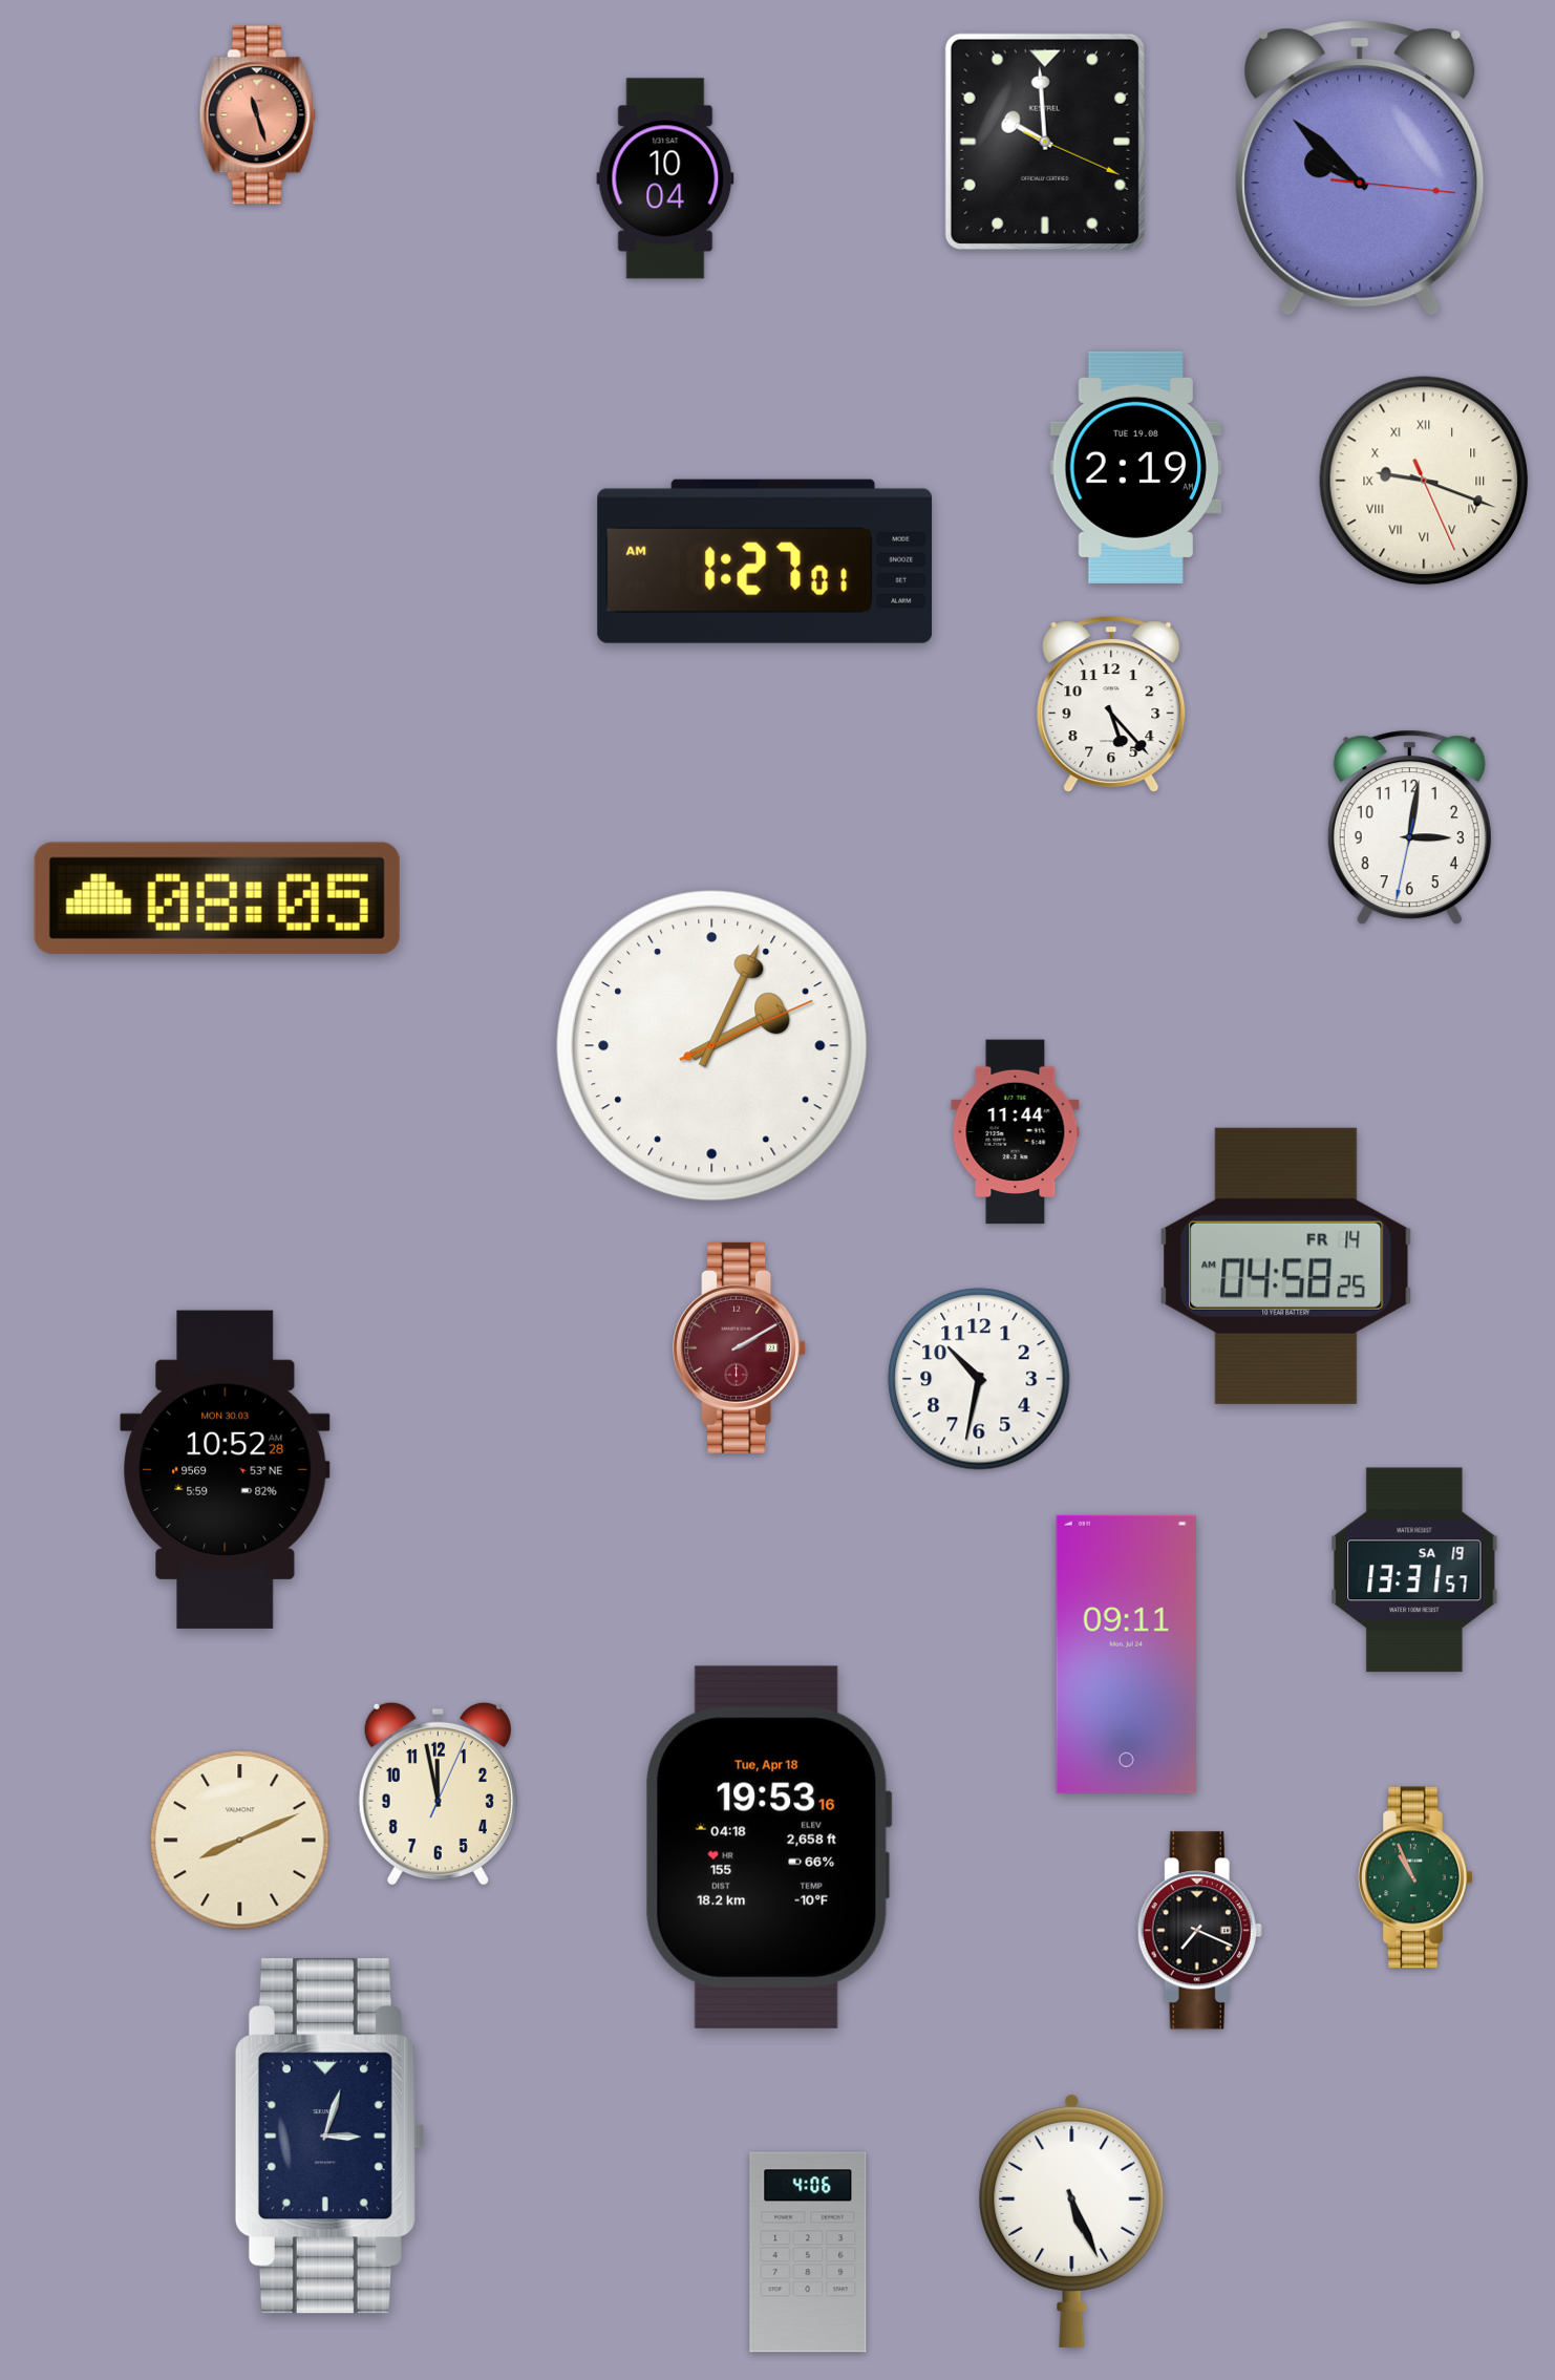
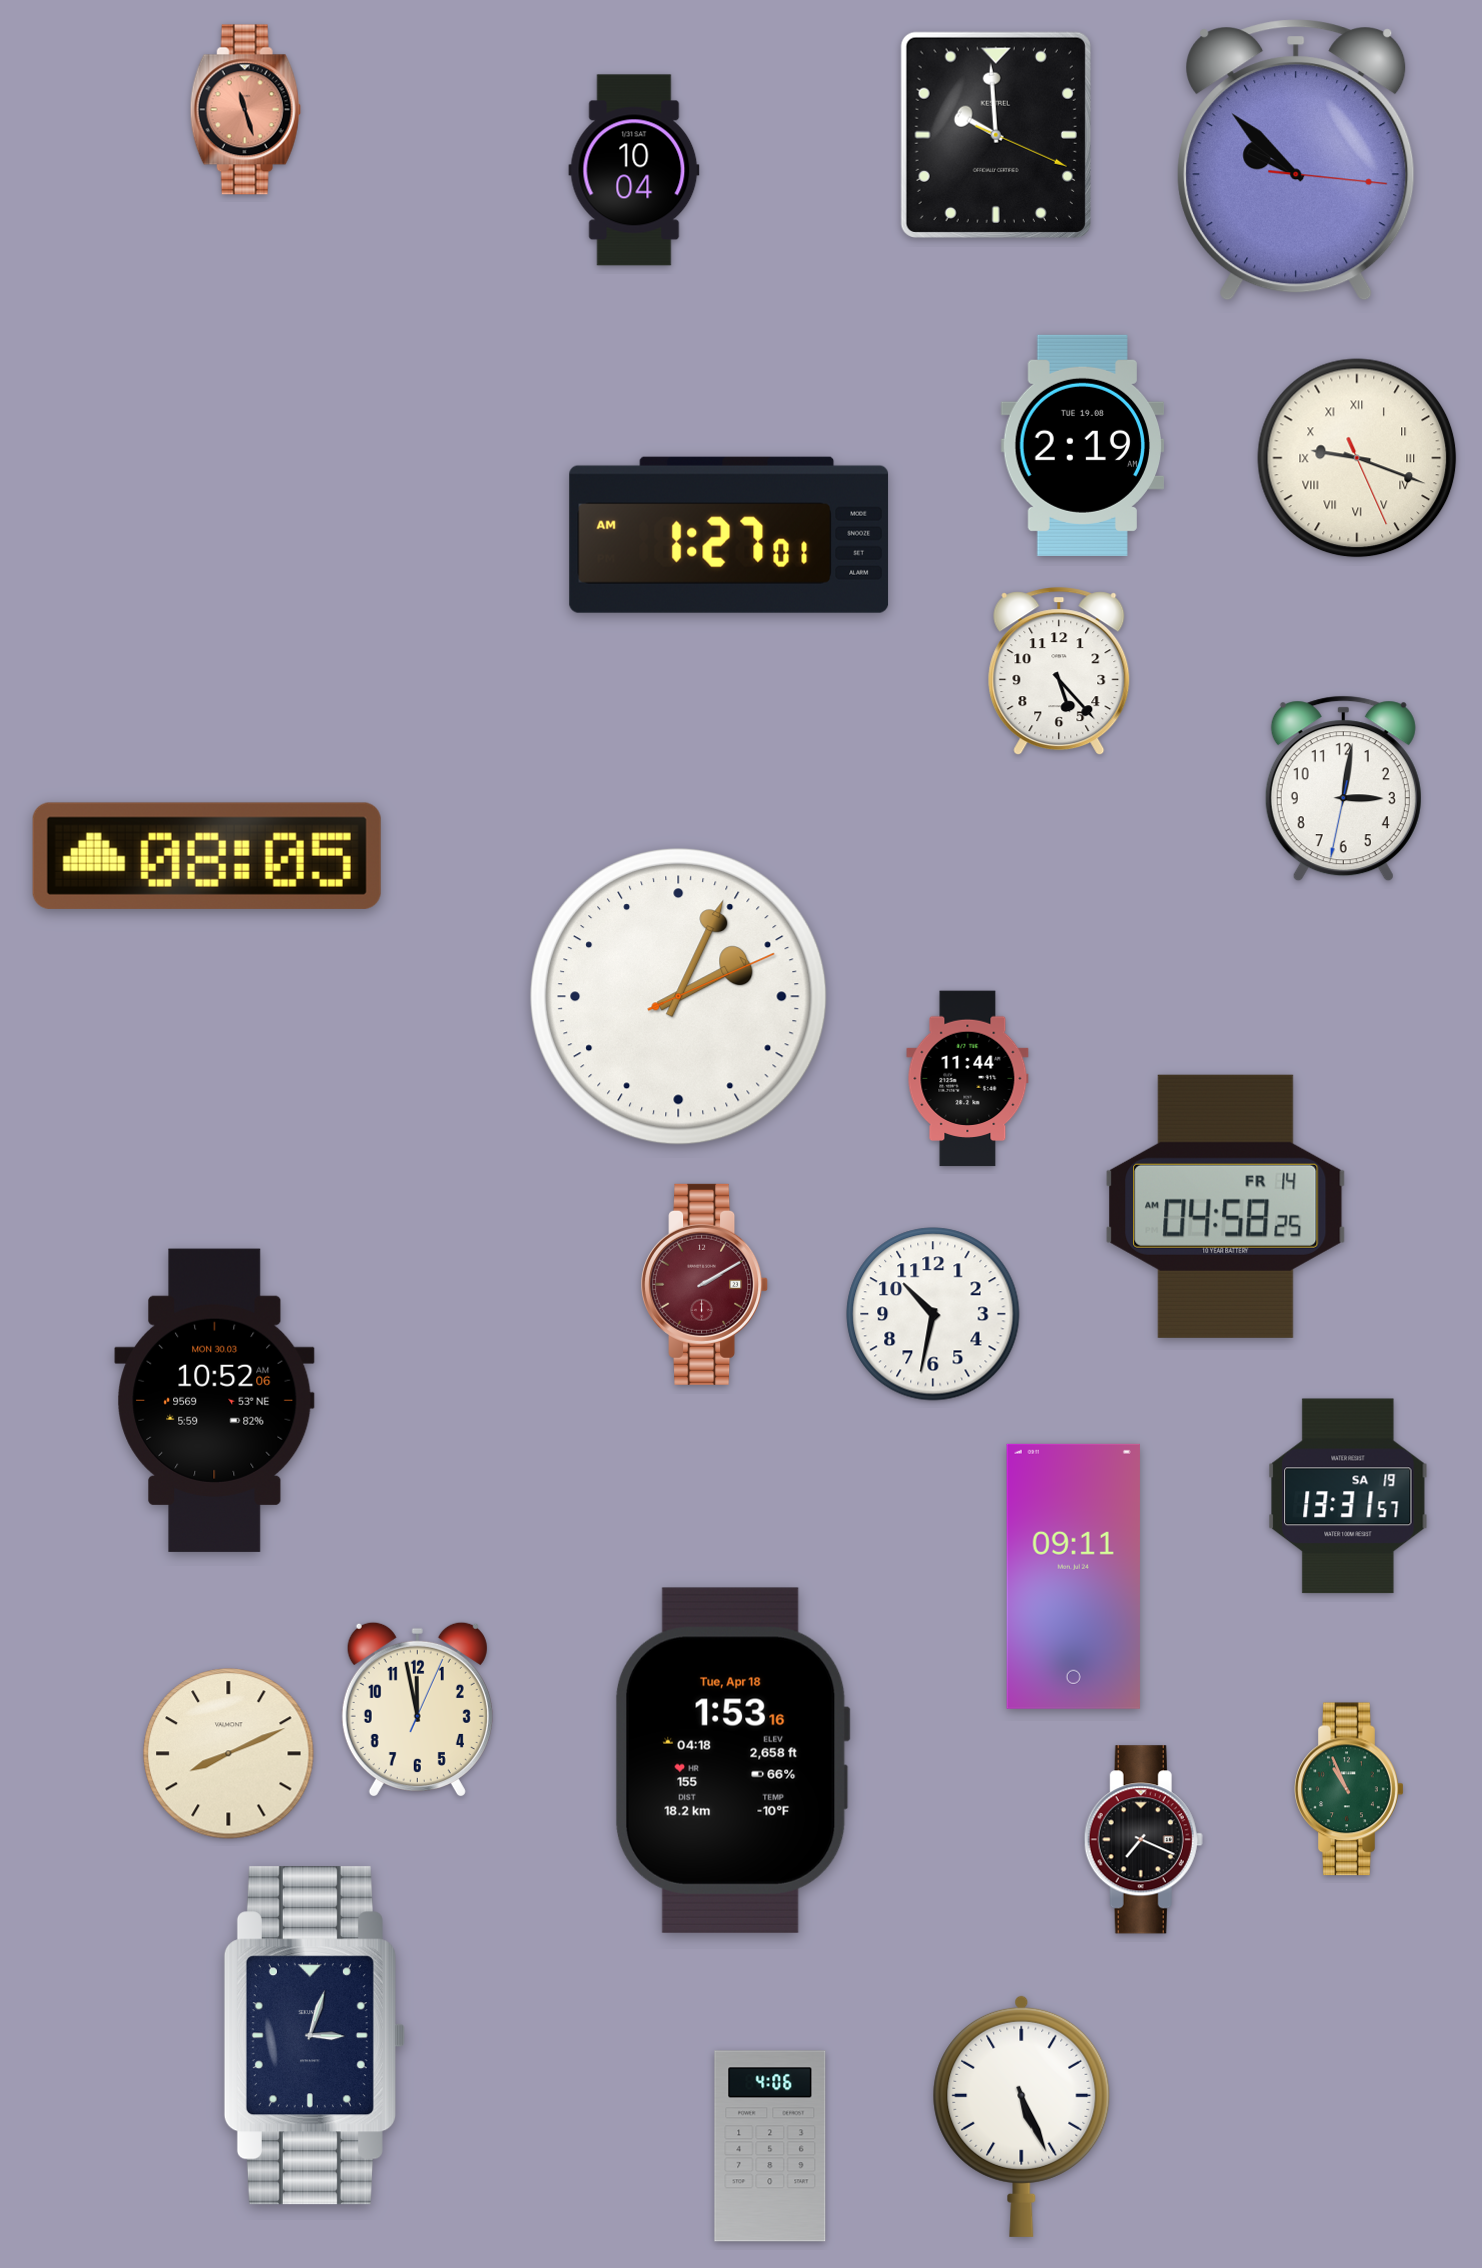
clock at (226, 1469): 10:52:28 AM -> 10:52:06 AM
clock at (768, 1847): 19:53 -> 1:53
